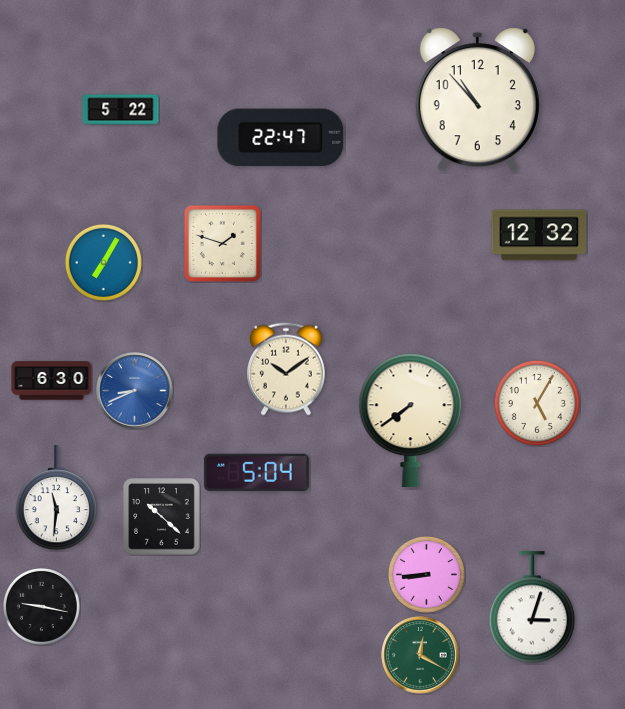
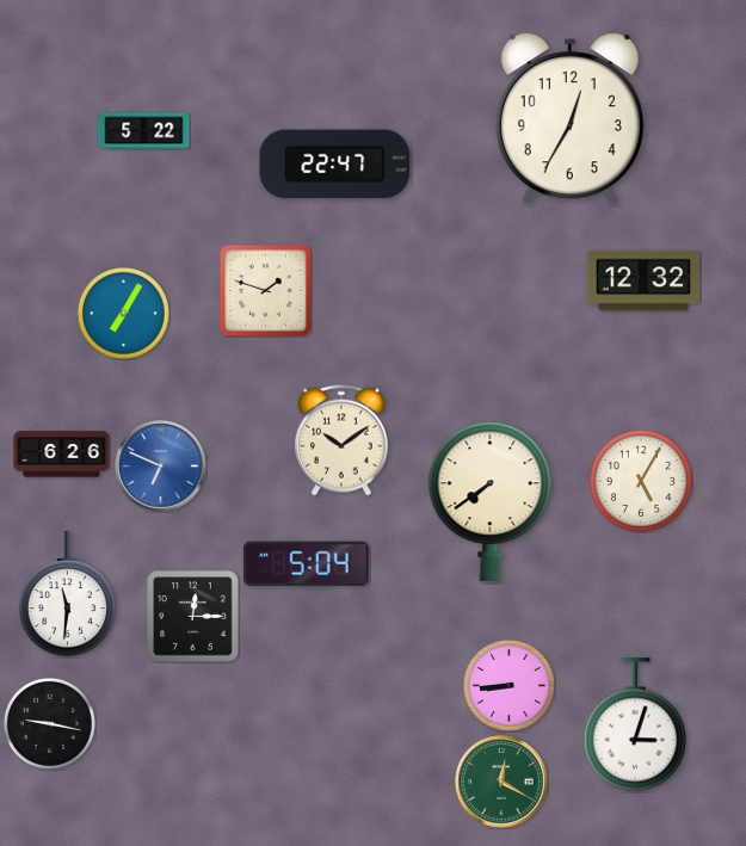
clock at (477, 100): 10:53 -> 12:35
clock at (52, 381): 6:30 -> 6:26
clock at (135, 391): 8:41 -> 6:49
clock at (162, 517): 10:22 -> 12:15
